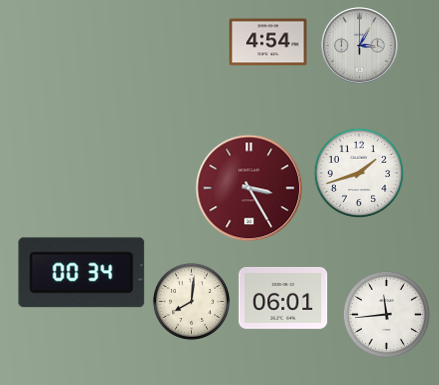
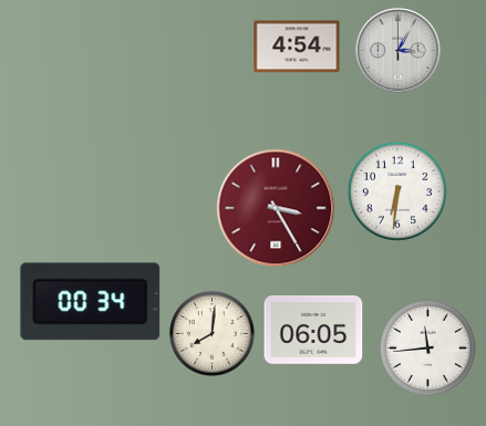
clock at (359, 173): 1:42 -> 6:31
clock at (283, 298): 06:01 -> 06:05
